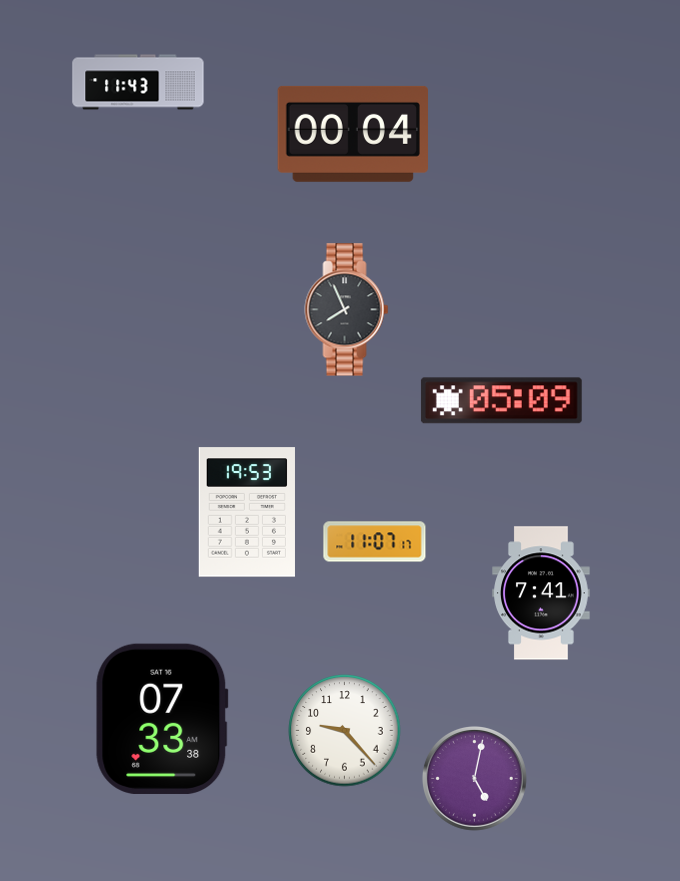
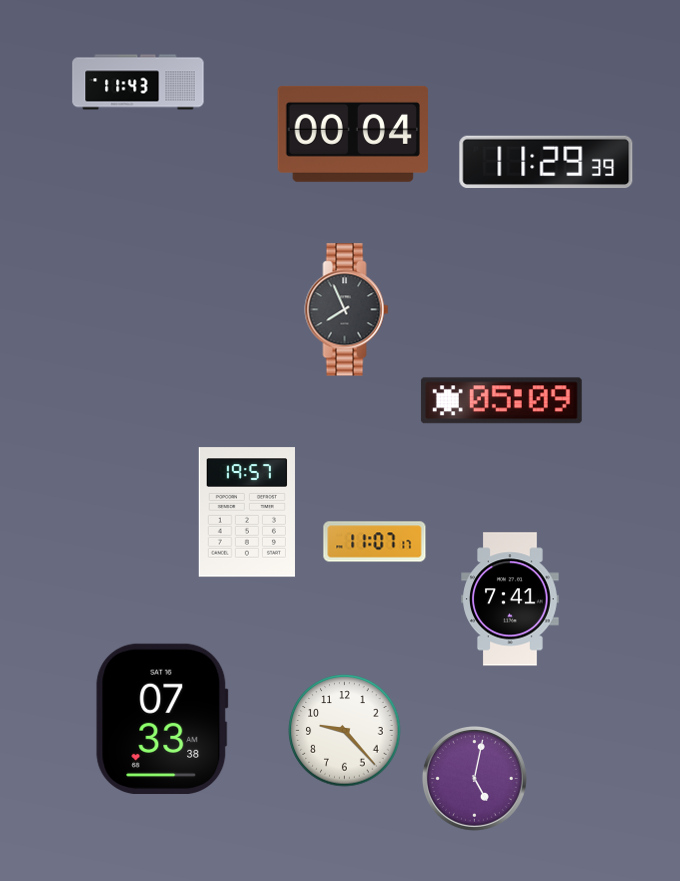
clock at (546, 161): none -> 11:29
clock at (247, 512): 19:53 -> 19:57
clock at (541, 593) position: (541, 593) -> (510, 599)
